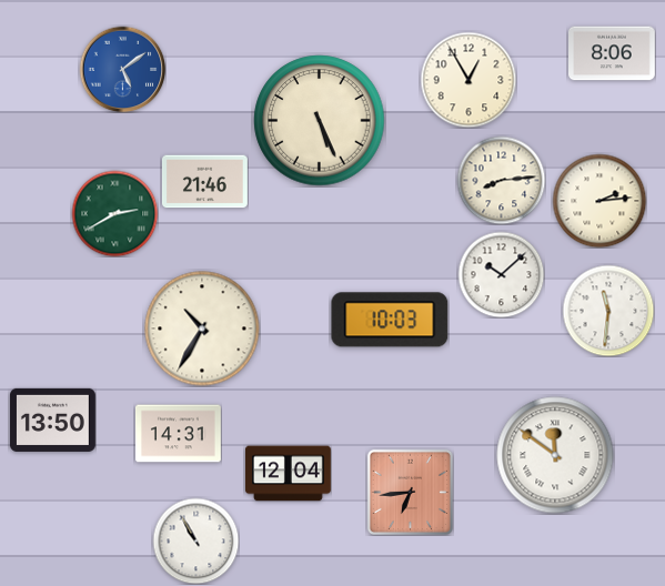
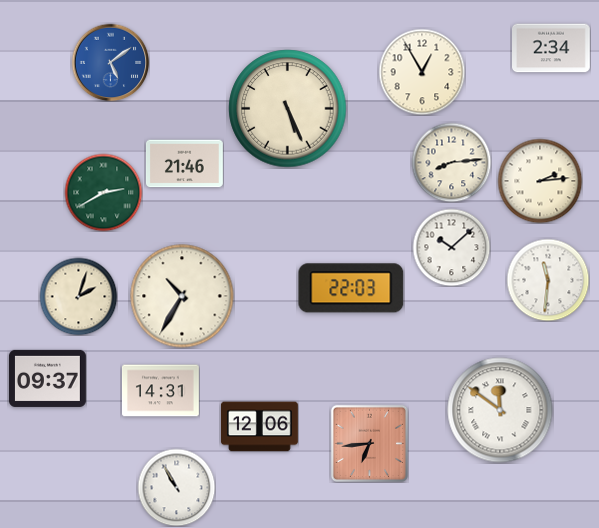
clock at (613, 53): 8:06 -> 2:34
clock at (390, 320): 10:03 -> 22:03
clock at (78, 296): none -> 2:03
clock at (52, 420): 13:50 -> 09:37
clock at (288, 474): 12:04 -> 12:06
